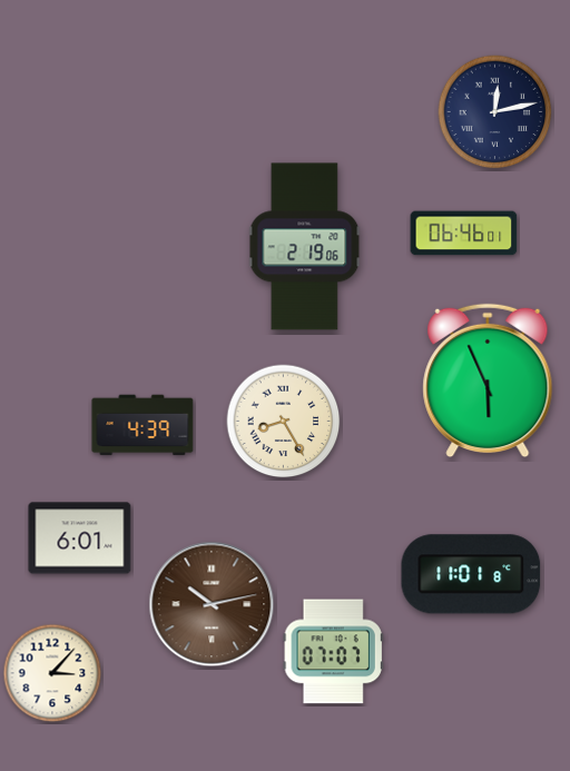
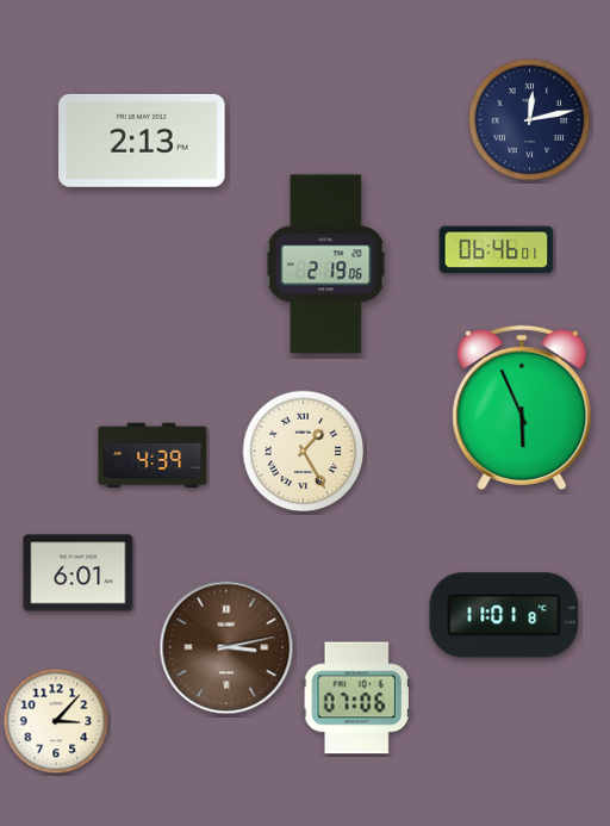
clock at (142, 141): none -> 2:13
clock at (284, 422): 8:25 -> 1:25
clock at (80, 538) position: (80, 538) -> (79, 573)
clock at (212, 604): 10:13 -> 3:13
clock at (333, 652): 07:07 -> 07:06
